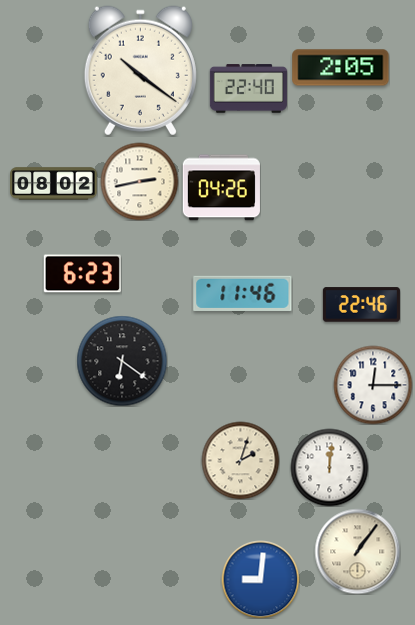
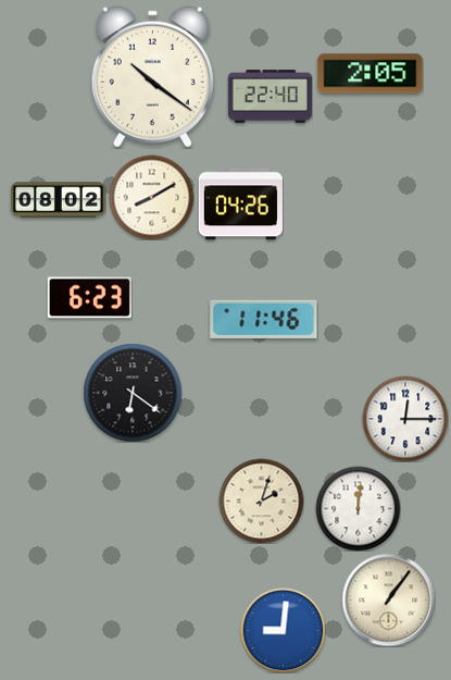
clock at (139, 181): 2:43 -> 8:10
clock at (361, 305): 22:46 -> none
